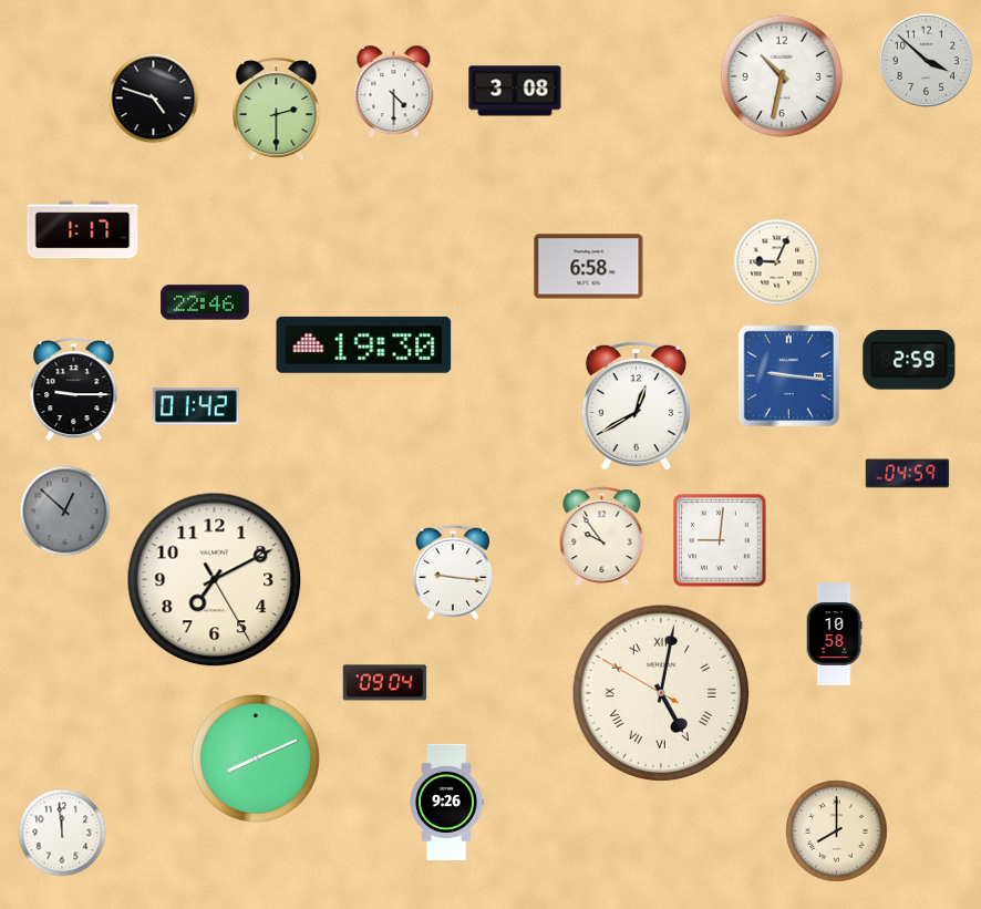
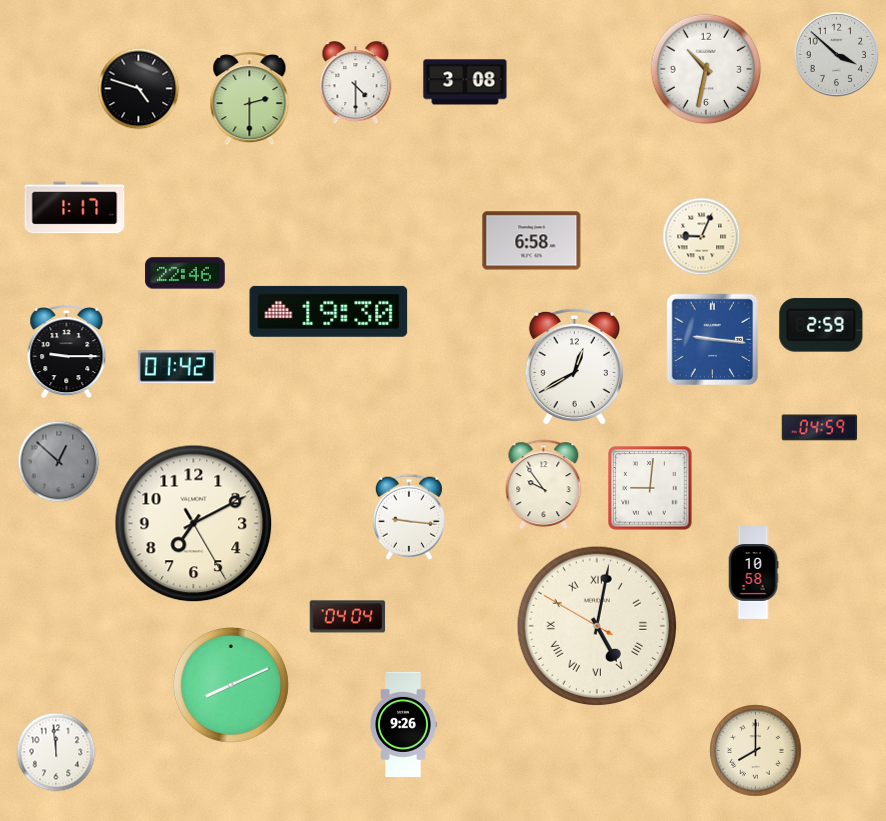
clock at (385, 683): 09:04 -> 04:04
